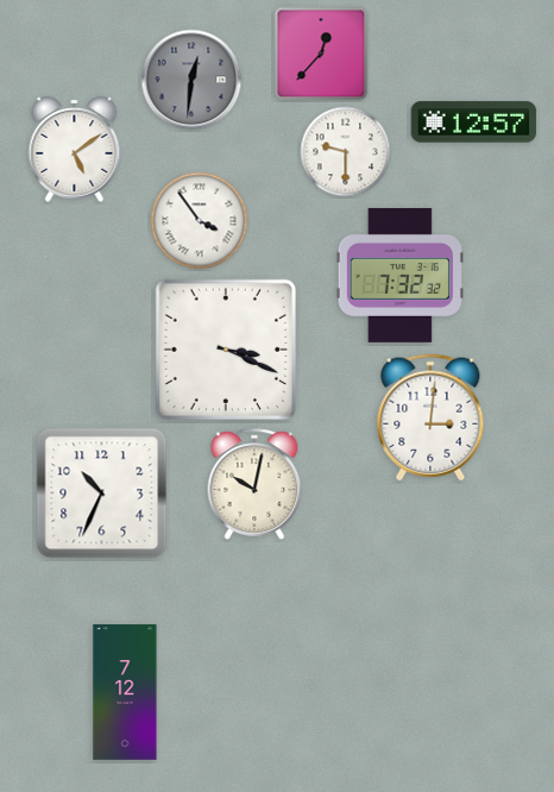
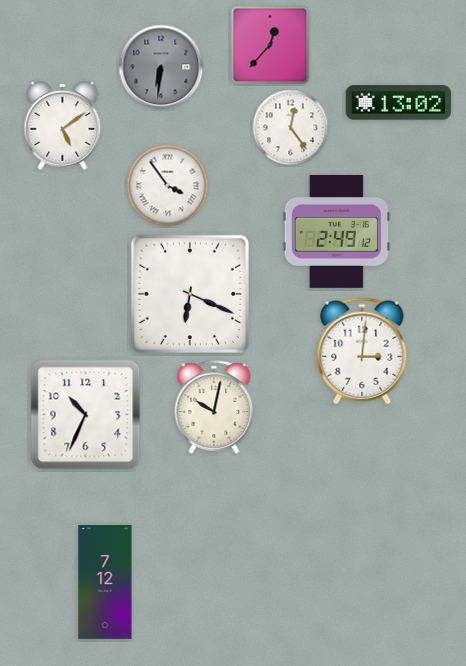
clock at (191, 80): 12:31 -> 6:31
clock at (474, 122): 12:57 -> 13:02
clock at (346, 152): 9:30 -> 12:24
clock at (399, 275): 7:32 -> 2:49
clock at (225, 348): 3:19 -> 6:19
